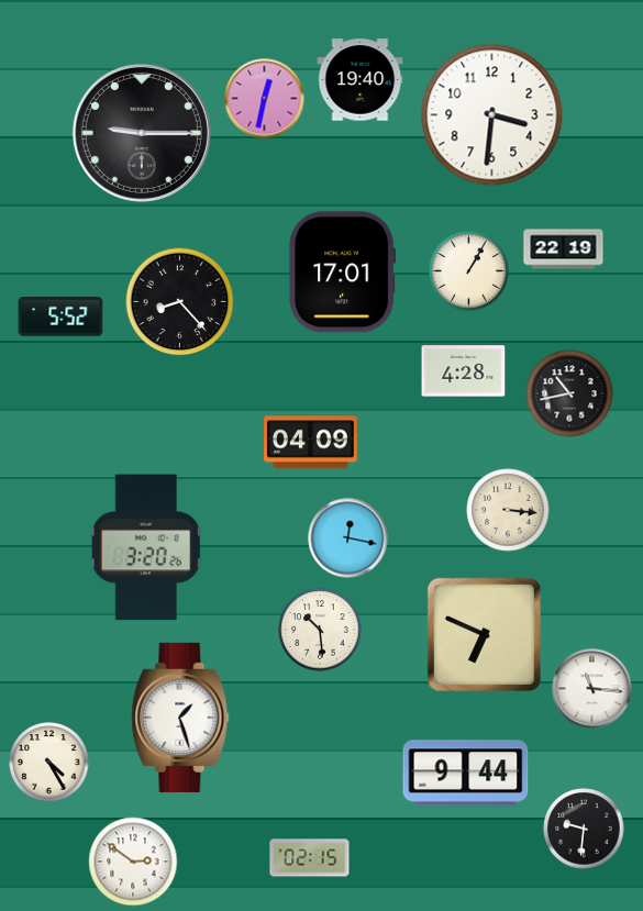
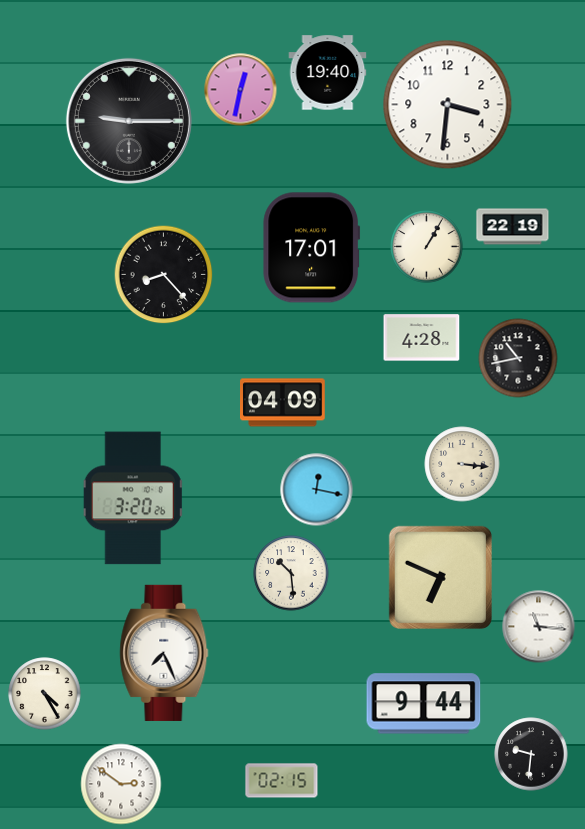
clock at (60, 316): 5:52 -> none
clock at (180, 718): 1:27 -> 7:26
